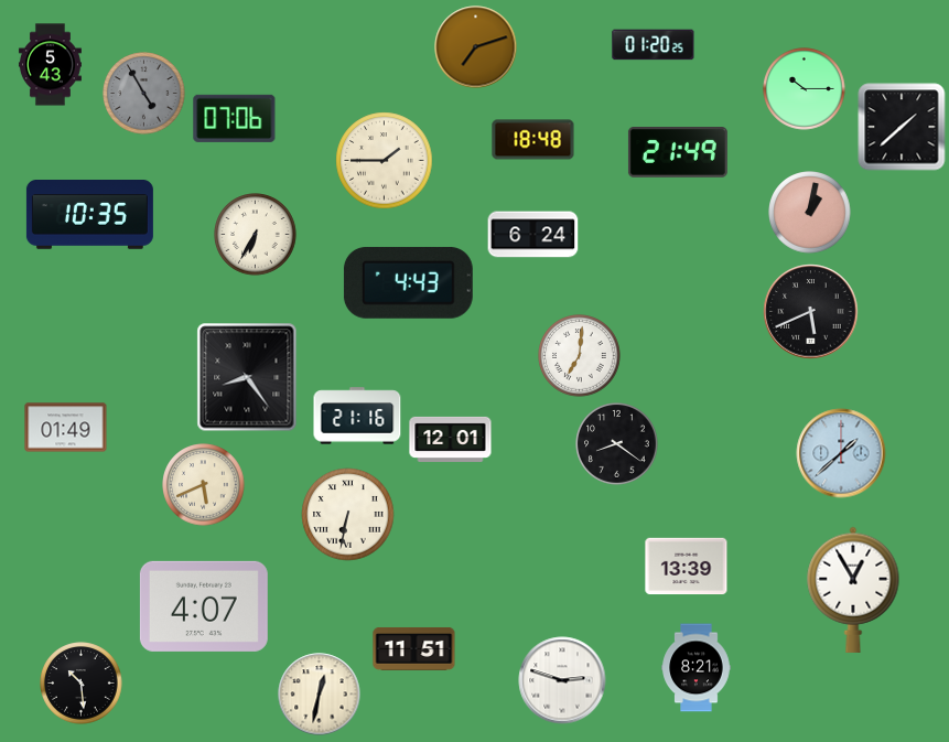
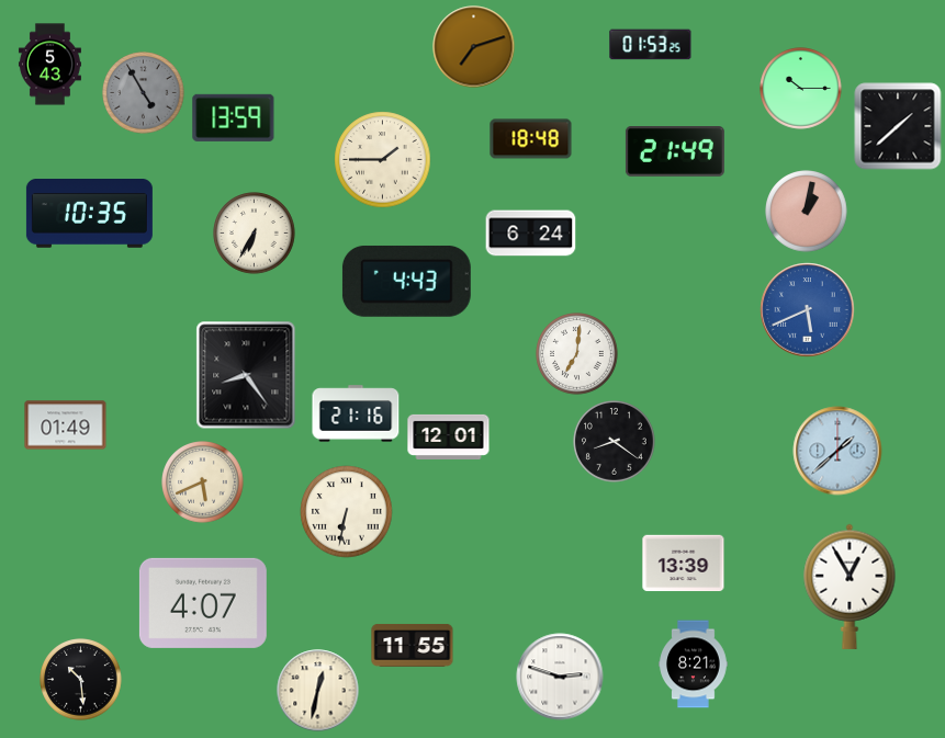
clock at (654, 45): 01:20 -> 01:53
clock at (235, 118): 07:06 -> 13:59
clock at (811, 312) dial: black -> blue
clock at (414, 649): 11:51 -> 11:55
